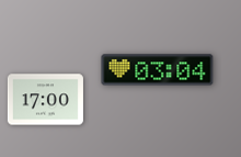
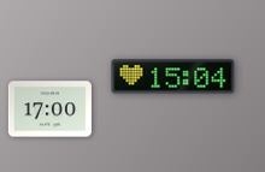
clock at (158, 70): 03:04 -> 15:04
